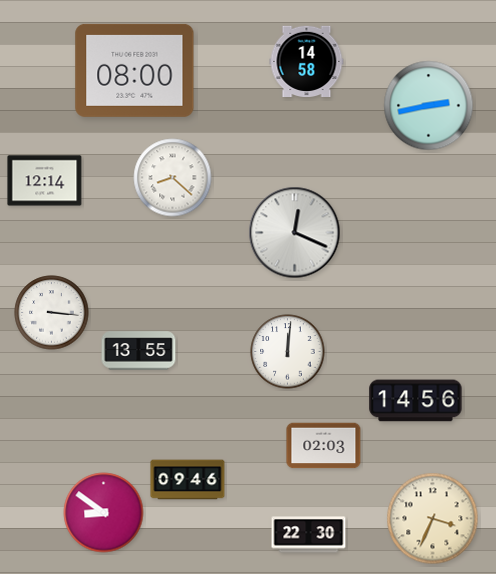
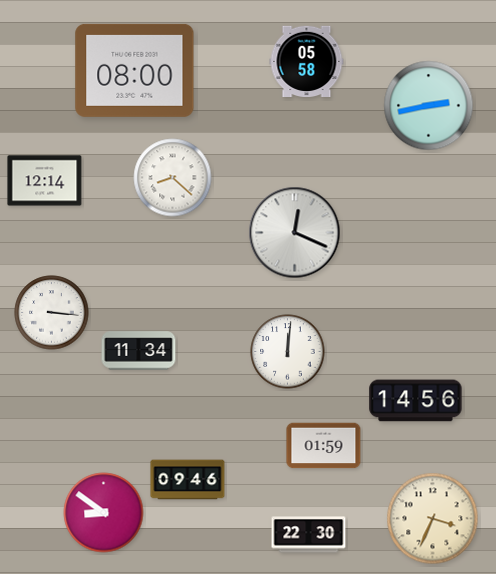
clock at (307, 61): 14:58 -> 05:58
clock at (139, 351): 13:55 -> 11:34
clock at (324, 446): 02:03 -> 01:59
